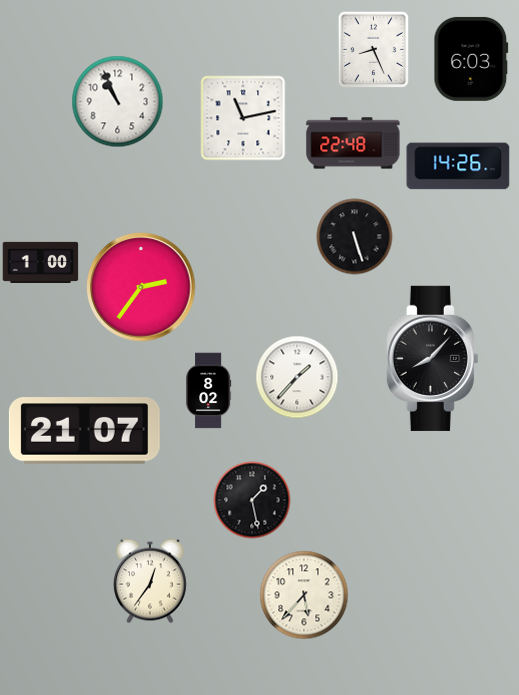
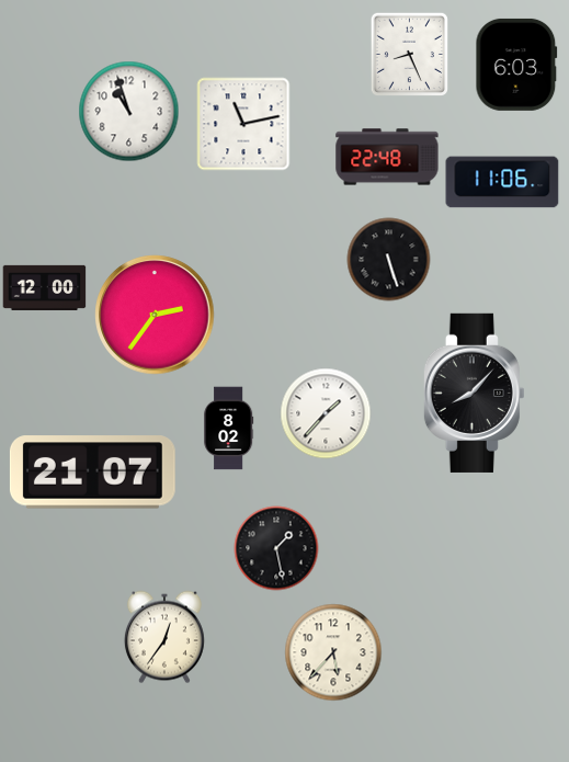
clock at (118, 102): 10:56 -> 10:57
clock at (243, 118) position: (243, 118) -> (243, 124)
clock at (458, 166): 14:26 -> 11:06
clock at (41, 262): 1:00 -> 12:00
